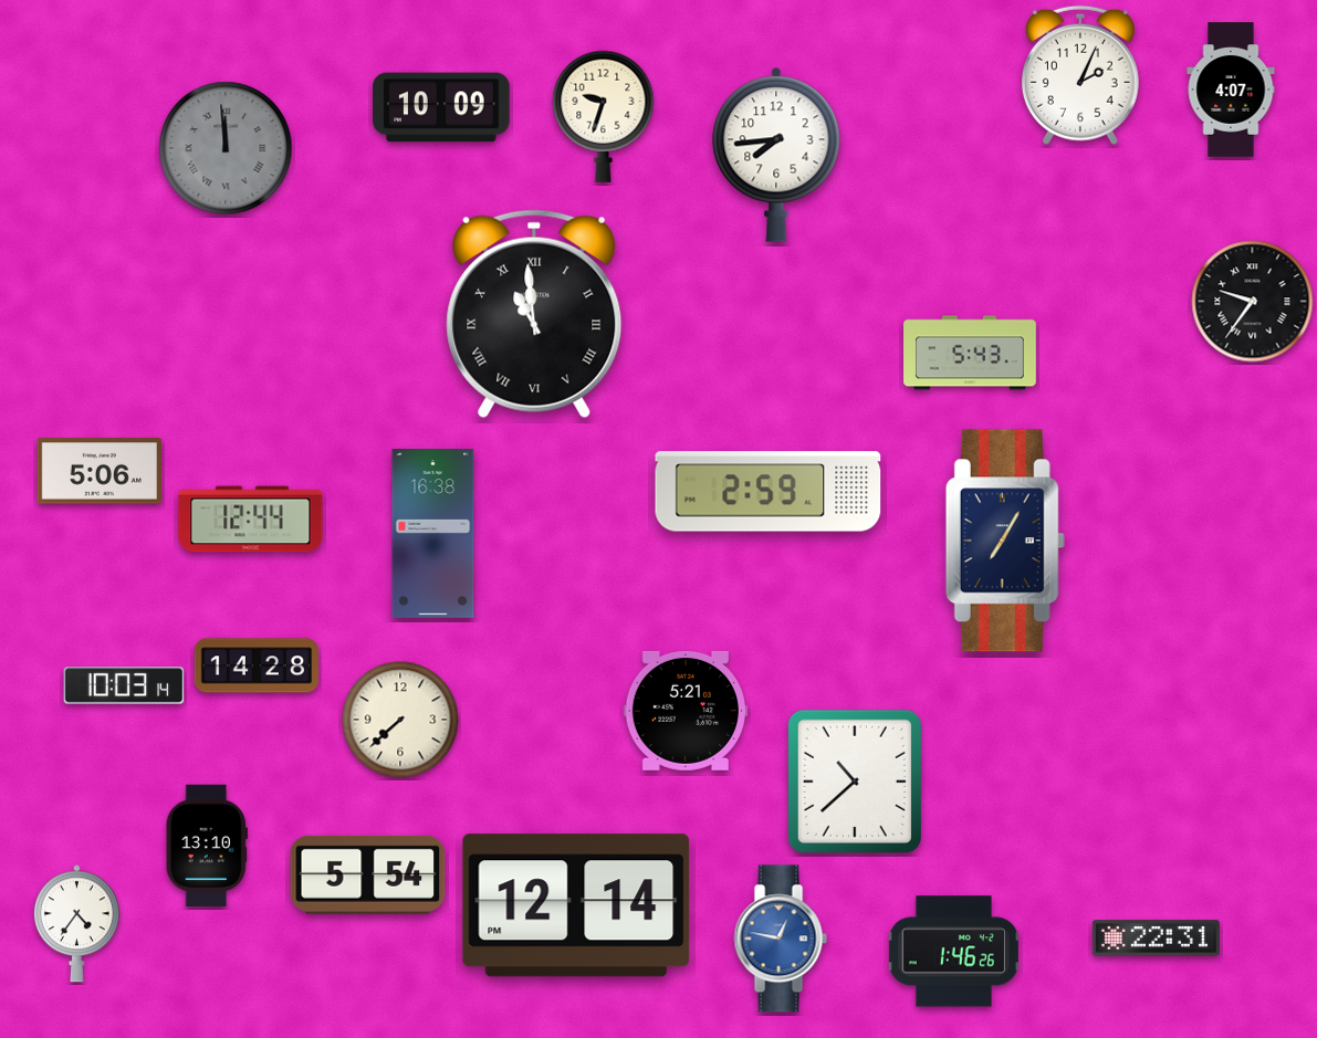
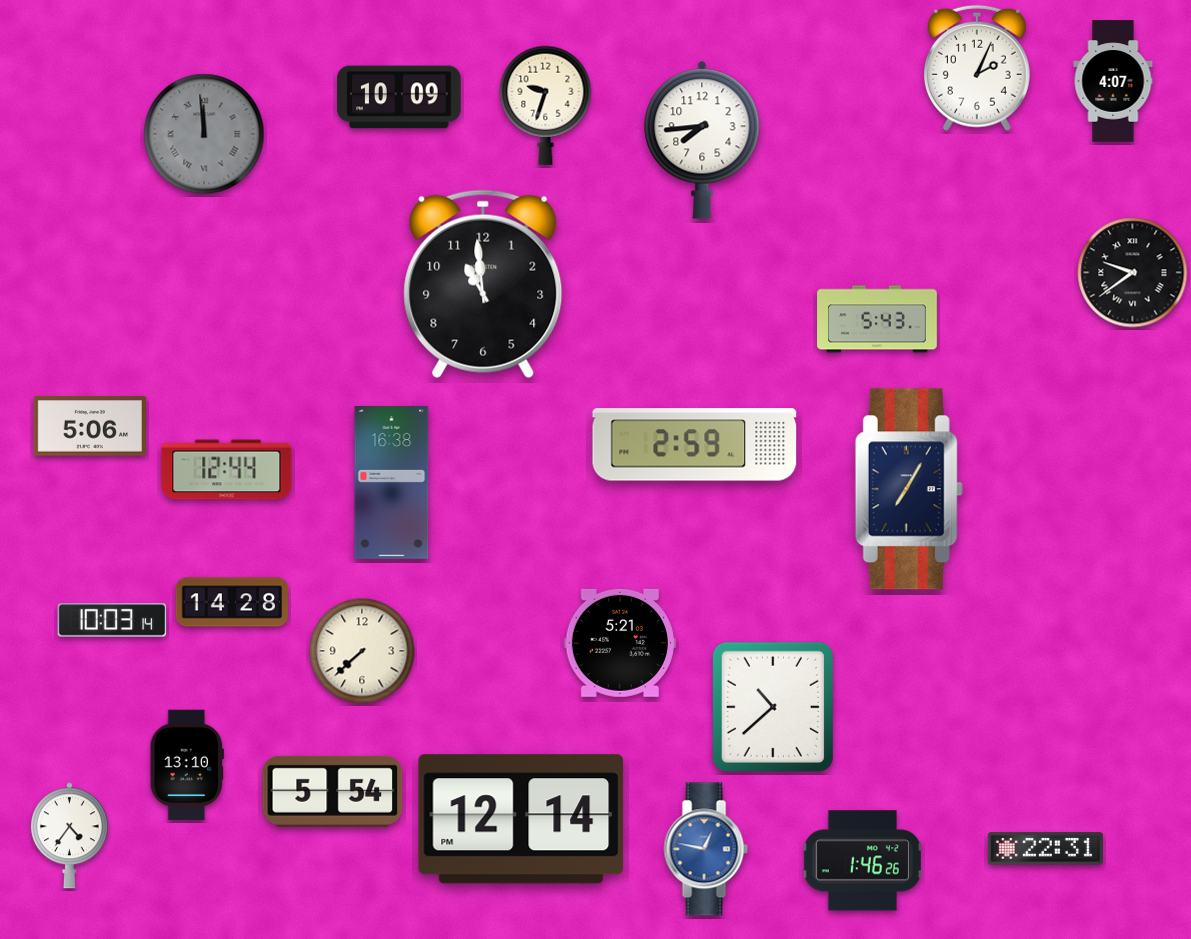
clock at (1253, 302): 9:36 -> 9:39
clock at (534, 314) numerals: Roman -> Arabic
